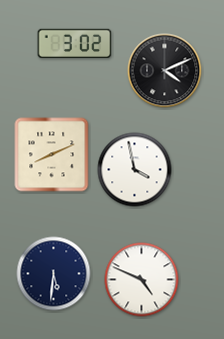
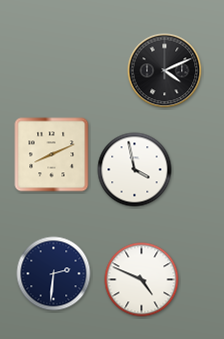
clock at (75, 43): 3:02 -> none
clock at (54, 274): 5:31 -> 2:31
